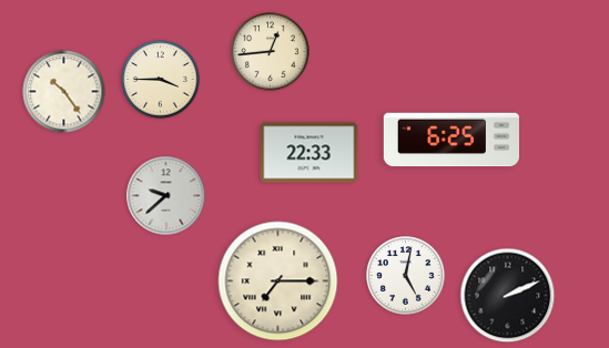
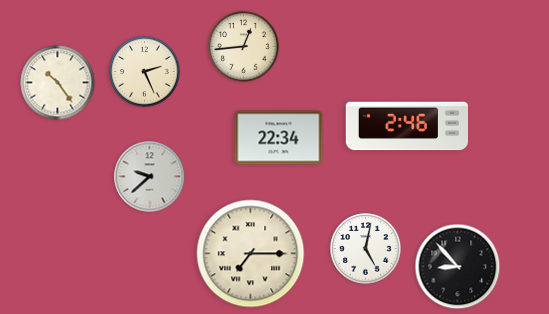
clock at (161, 80): 3:45 -> 2:26
clock at (450, 140): 6:25 -> 2:46
clock at (309, 153): 22:33 -> 22:34
clock at (508, 296): 2:11 -> 8:53
